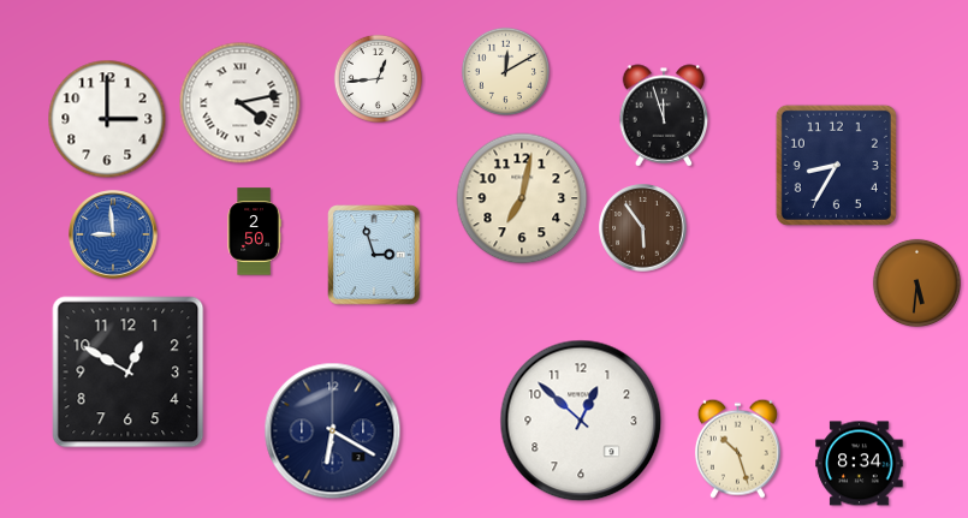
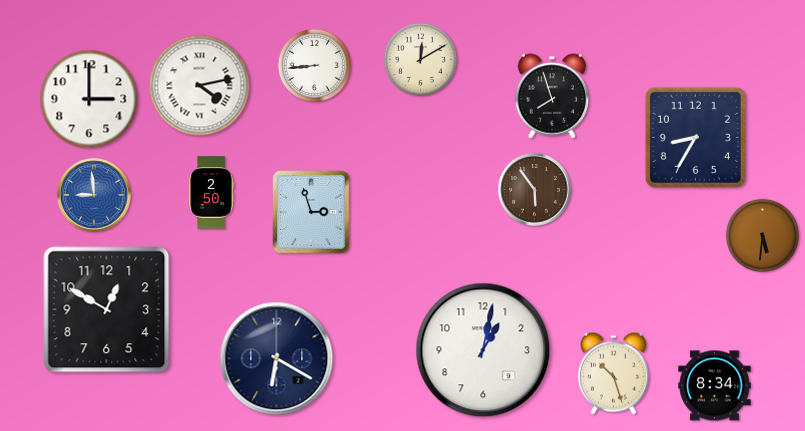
clock at (378, 78): 12:44 -> 8:44
clock at (664, 115): 11:57 -> 7:57
clock at (522, 198): 7:02 -> none
clock at (581, 421): 12:52 -> 1:02
